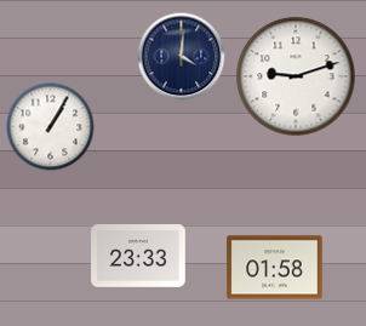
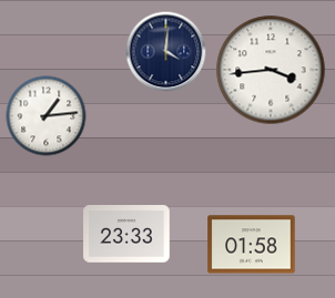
clock at (296, 76): 9:12 -> 3:44
clock at (51, 127): 1:05 -> 1:14
